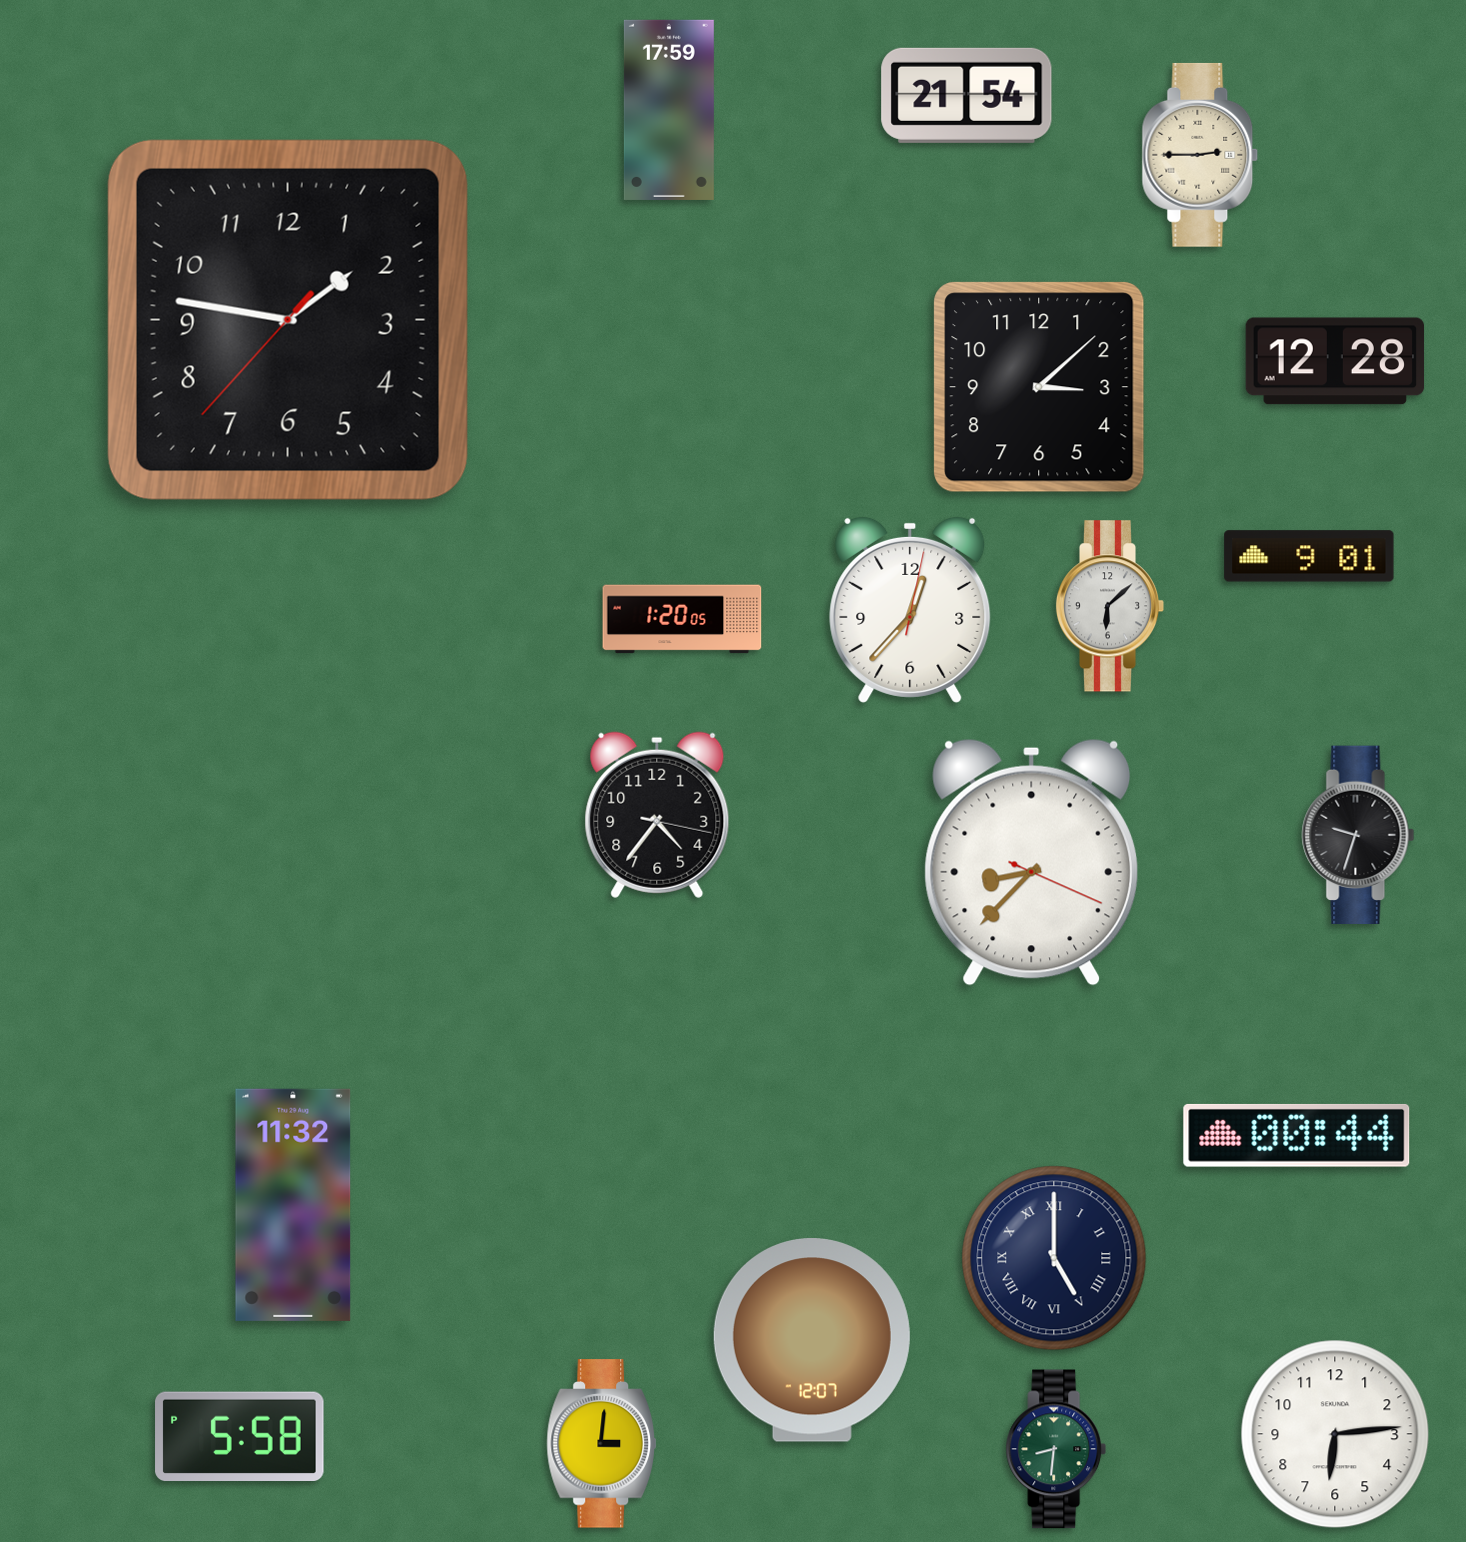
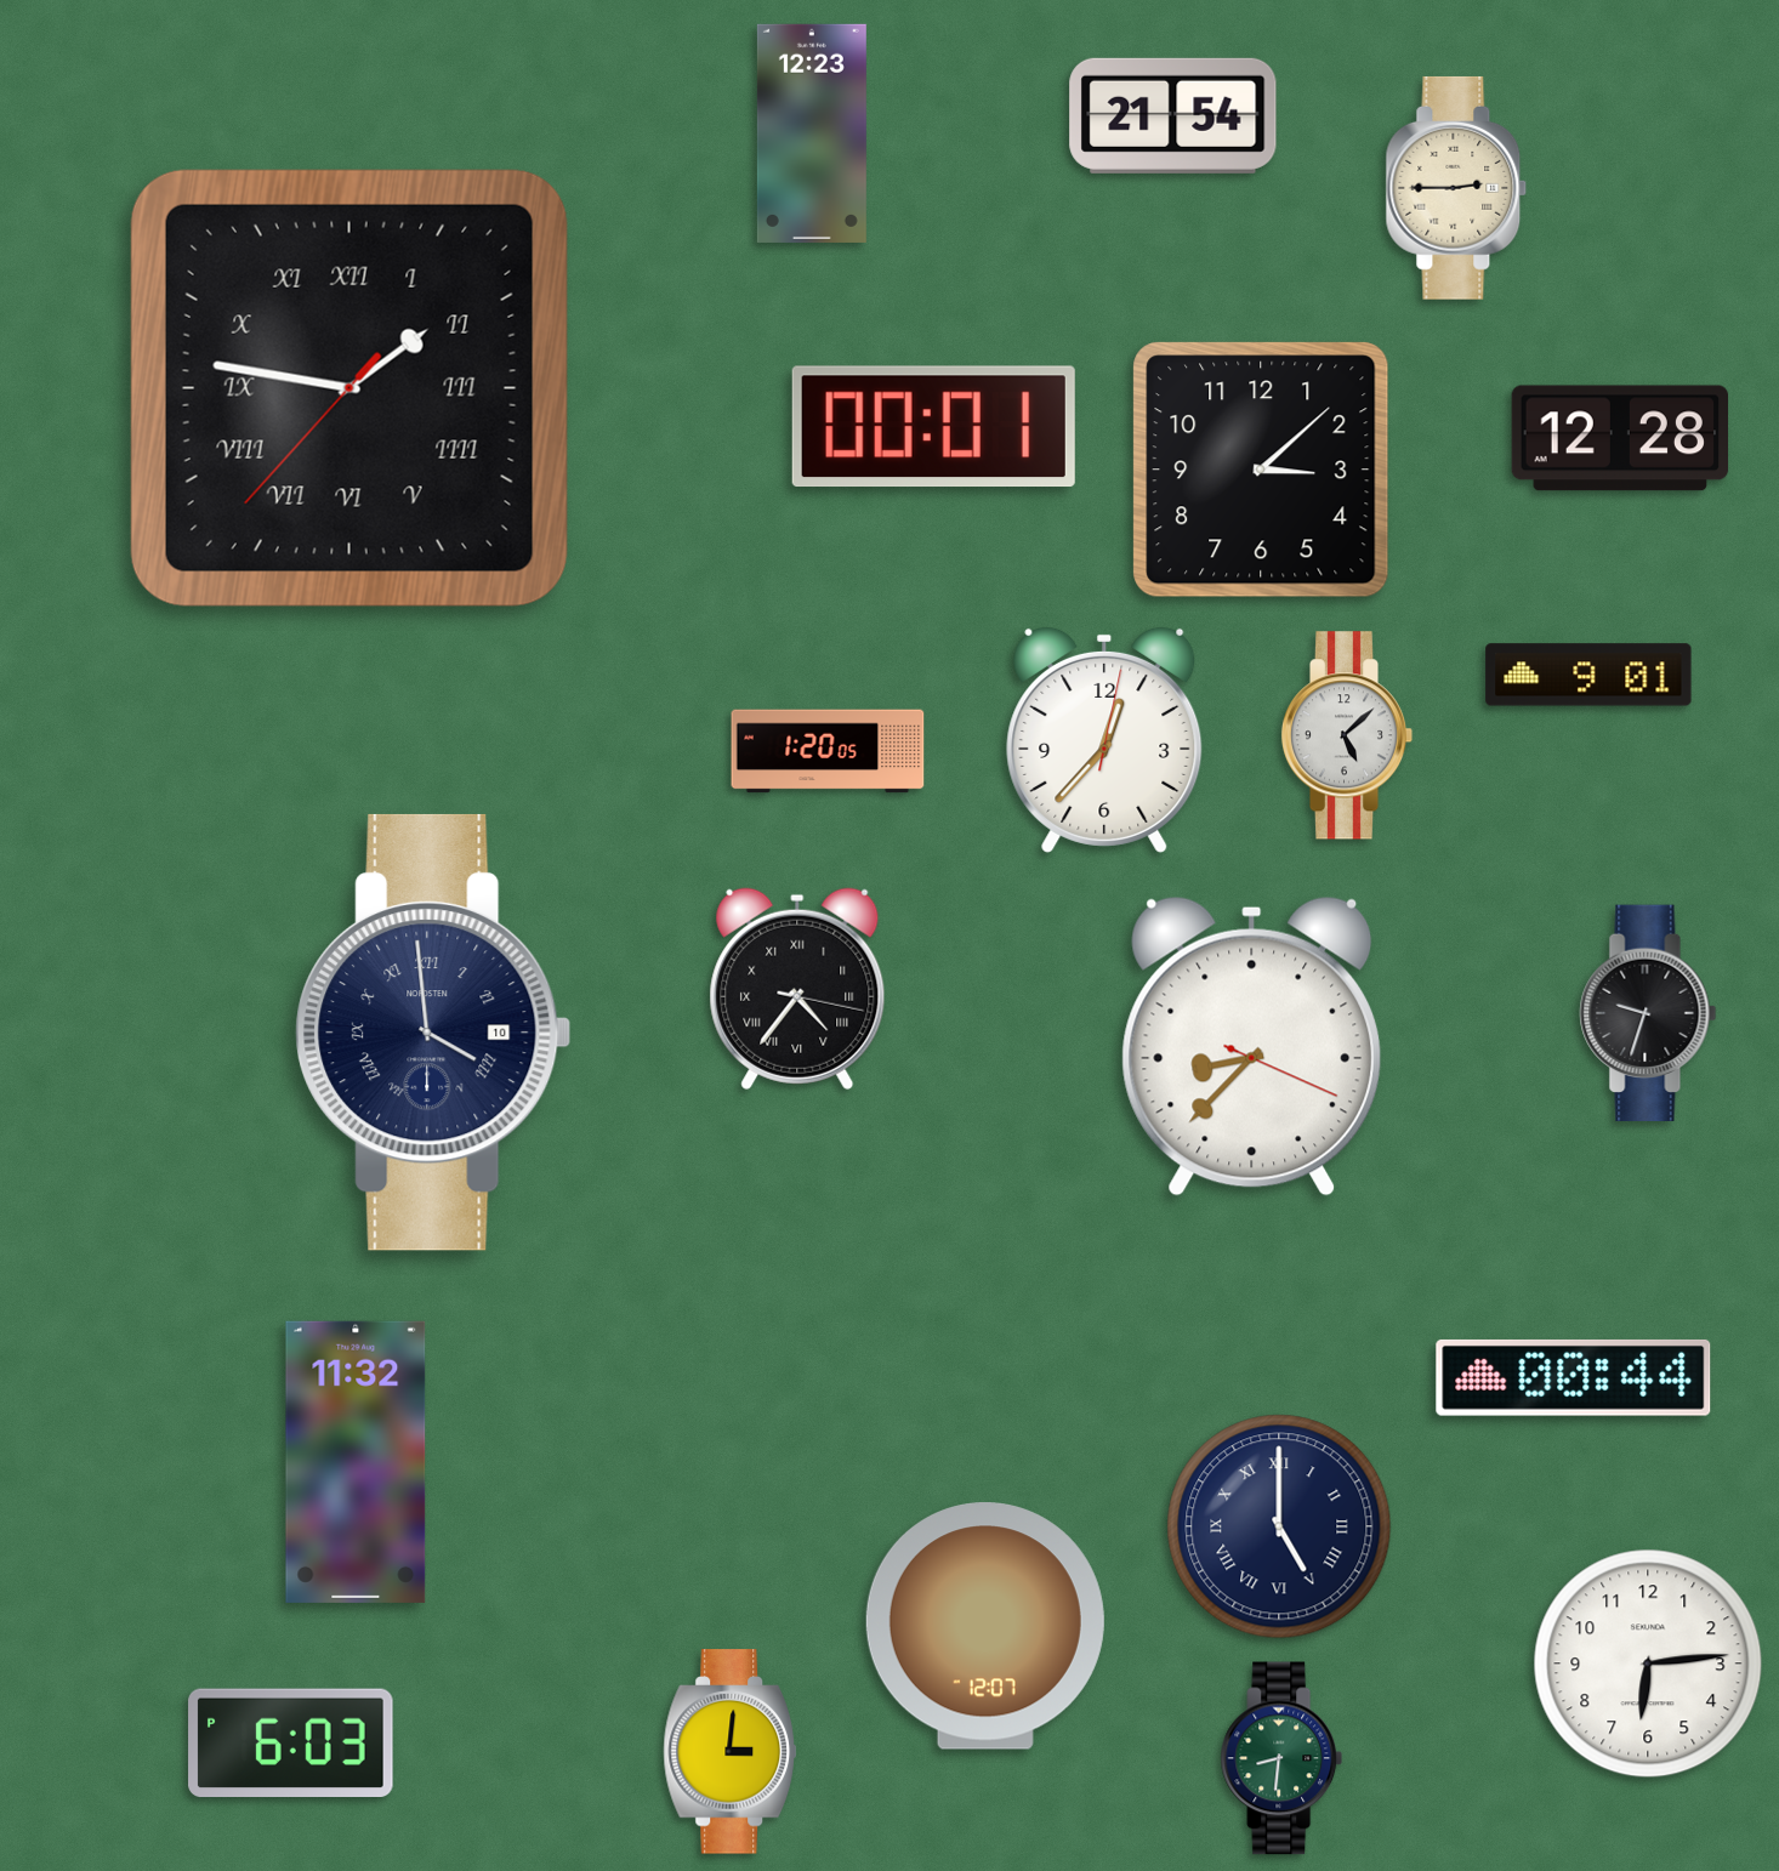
clock at (669, 110): 17:59 -> 12:23
clock at (288, 320) numerals: Arabic -> Roman
clock at (933, 427): none -> 00:01
clock at (1110, 606): 6:08 -> 5:08
clock at (657, 815) numerals: Arabic -> Roman
clock at (433, 1033): none -> 3:59
clock at (1335, 1434) position: (1335, 1434) -> (1648, 1664)
clock at (240, 1436): 5:58 -> 6:03
